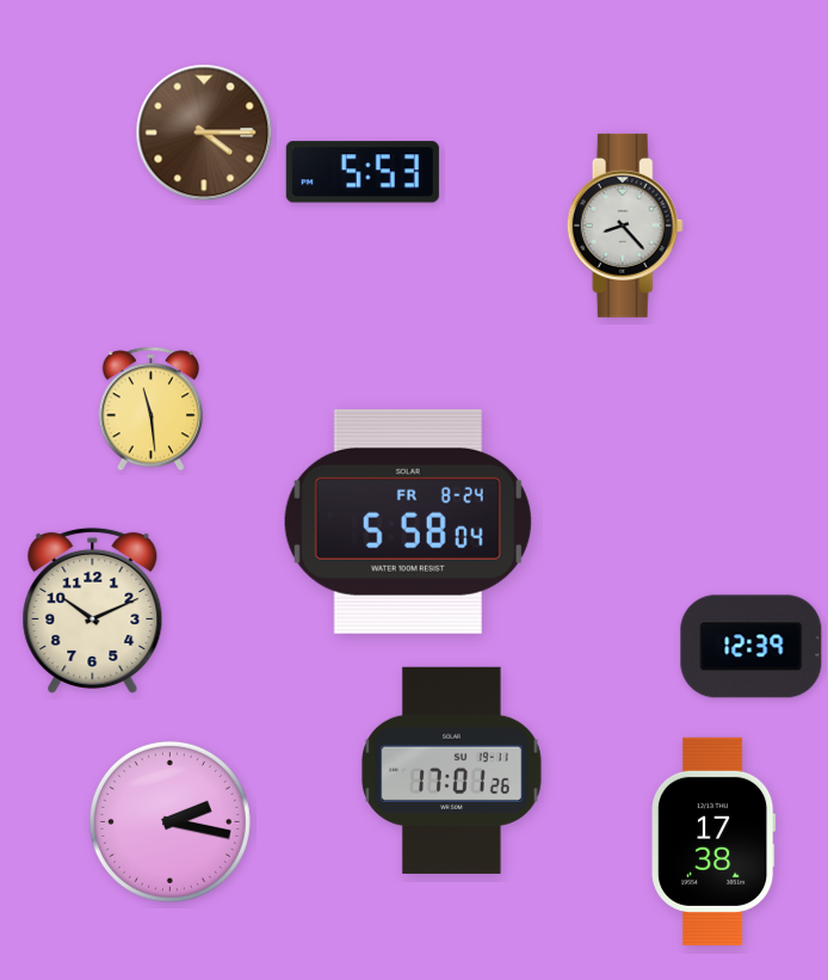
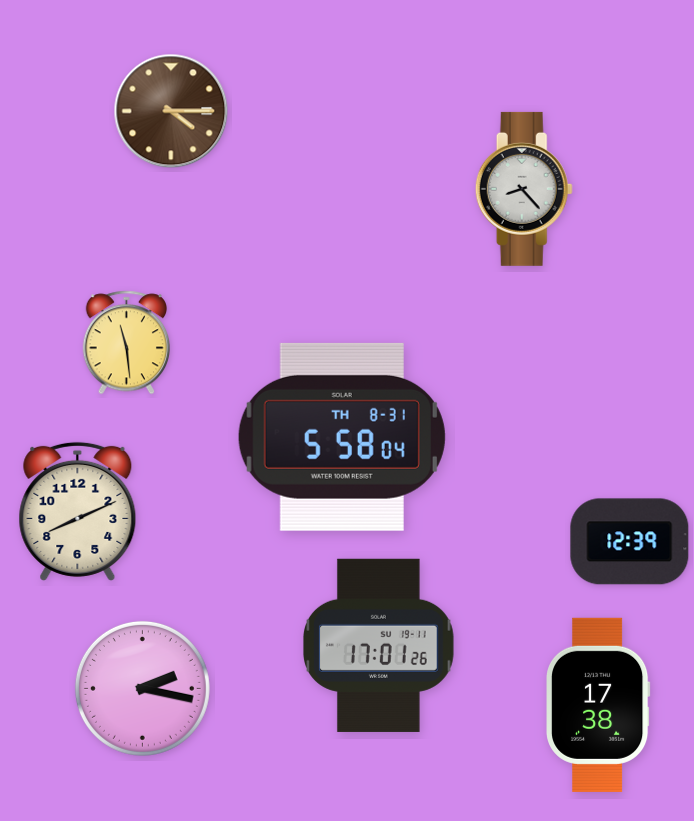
clock at (363, 172): 5:53 -> none
clock at (408, 522) date: FR 8-24 -> TH 8-31
clock at (93, 610): 10:11 -> 8:11
